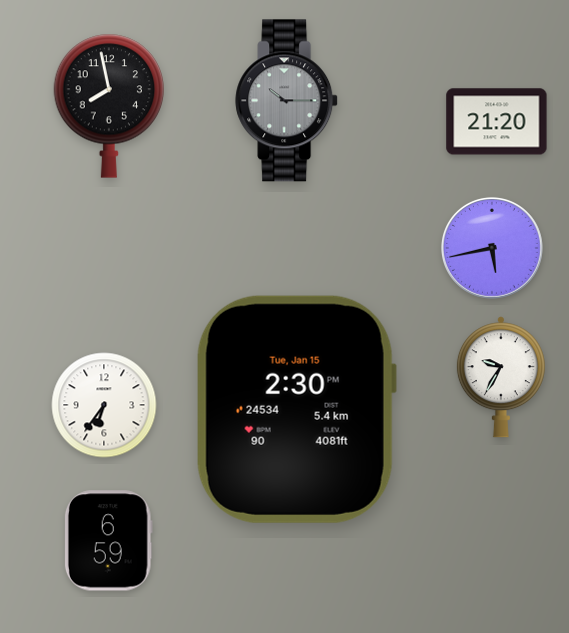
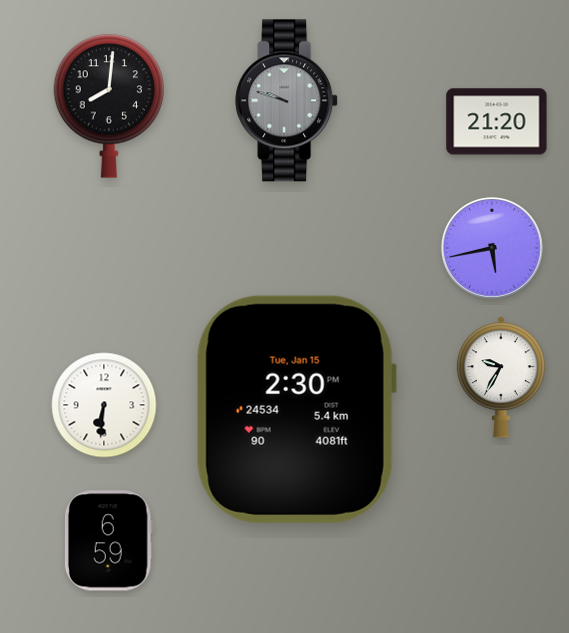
clock at (287, 101): 10:15 -> 9:48
clock at (108, 106): 7:58 -> 8:01
clock at (104, 405): 6:36 -> 6:31
